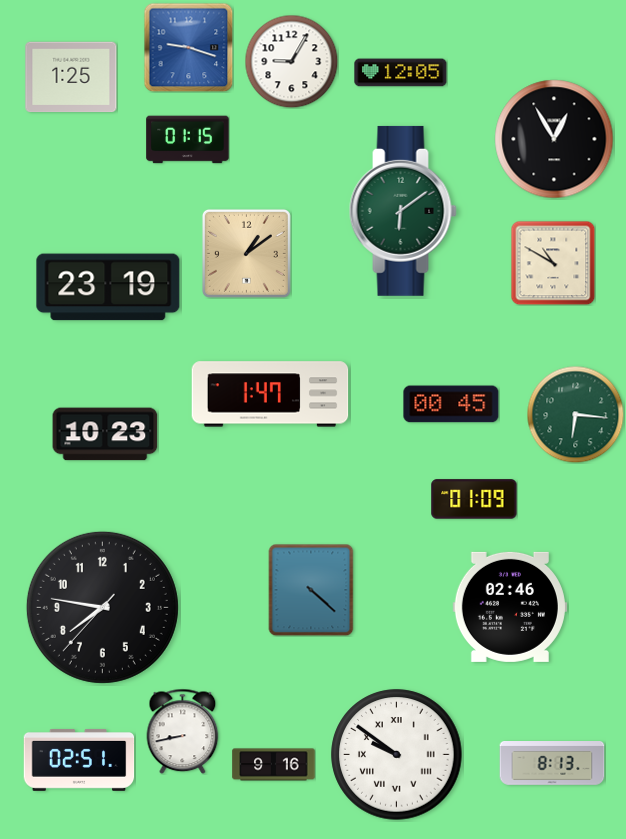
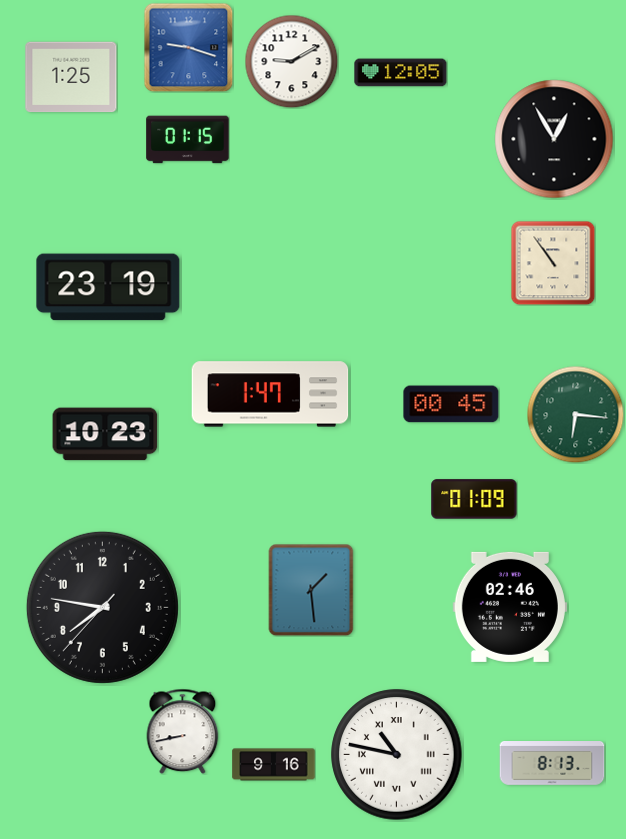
clock at (291, 61): 9:05 -> 9:10
clock at (403, 211): 6:09 -> none
clock at (246, 253): 1:09 -> none
clock at (553, 263): 10:50 -> 10:54
clock at (311, 590): 4:22 -> 1:29
clock at (397, 755): 9:51 -> 10:47
clock at (79, 760): 02:51 -> none
